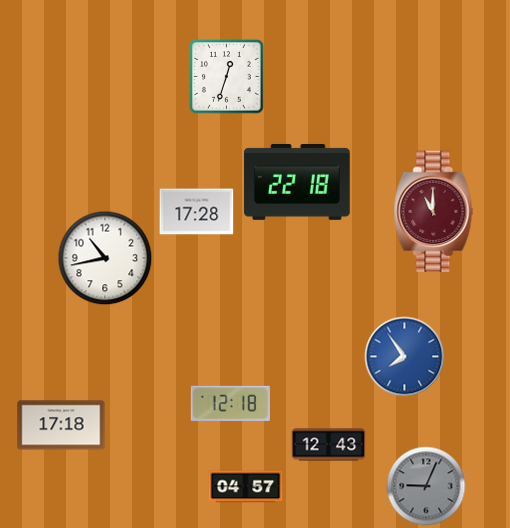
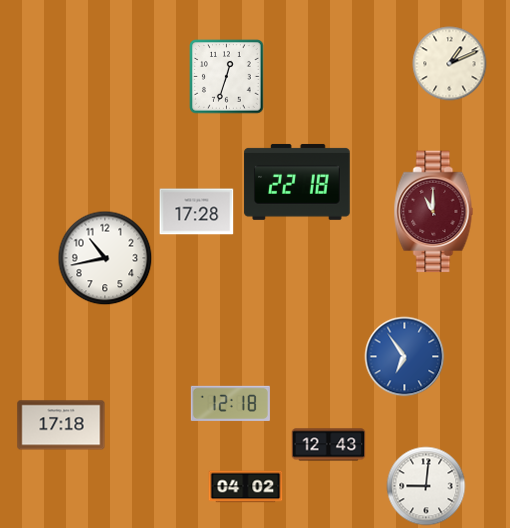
clock at (450, 64): none -> 1:11
clock at (405, 357): 7:54 -> 6:54
clock at (426, 486): 9:04 -> 9:01
clock at (426, 486) dial: grey -> white
clock at (246, 487): 04:57 -> 04:02
